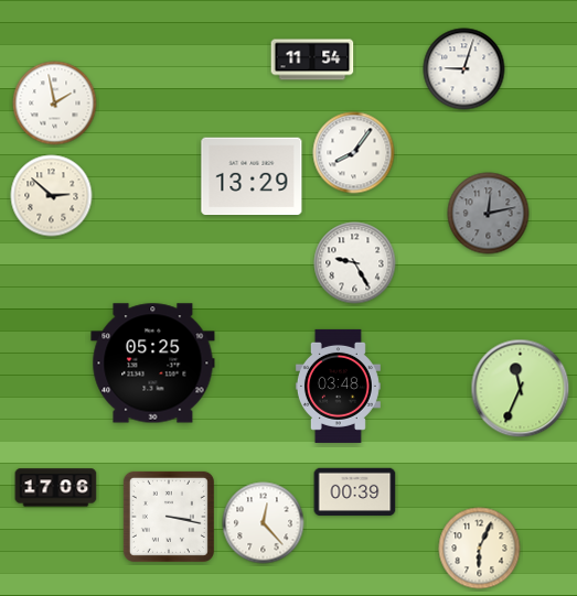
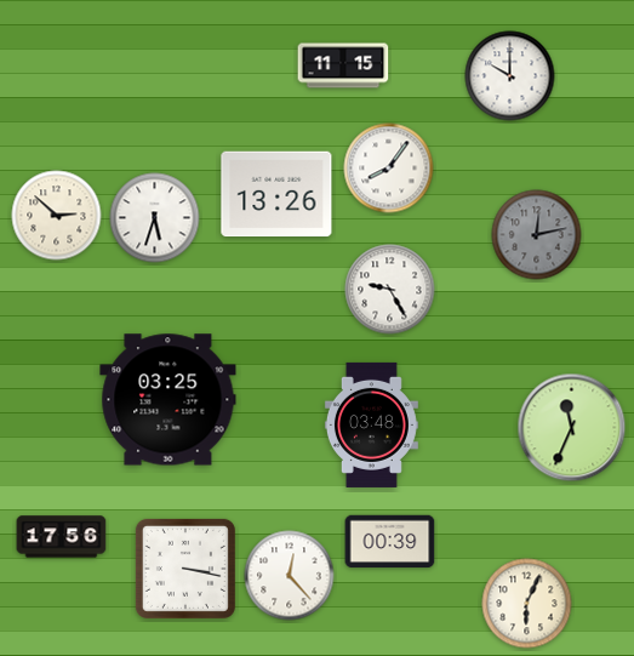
clock at (312, 59): 11:54 -> 11:15
clock at (464, 69): 9:03 -> 10:00
clock at (55, 104): 1:58 -> none
clock at (252, 176): 13:29 -> 13:26
clock at (155, 218): none -> 5:33
clock at (153, 364): 05:25 -> 03:25
clock at (56, 488): 17:06 -> 17:56
